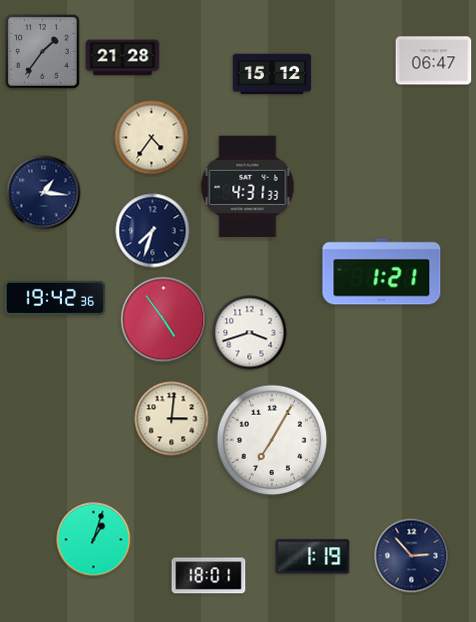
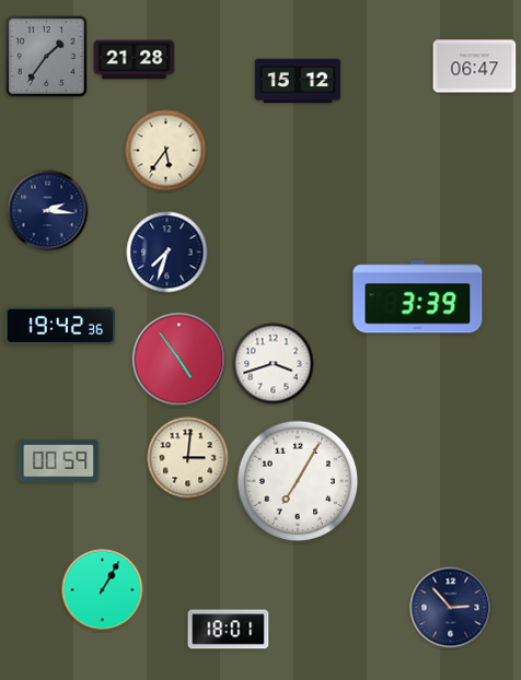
clock at (123, 58) position: (123, 58) -> (135, 60)
clock at (152, 138): 4:36 -> 5:36
clock at (248, 187): 4:31 -> none
clock at (44, 193): 1:16 -> 2:16
clock at (382, 272): 1:21 -> 3:39
clock at (164, 320) position: (164, 320) -> (180, 360)
clock at (59, 460): none -> 00:59
clock at (94, 540): 1:03 -> 1:05
clock at (313, 557): 1:19 -> none
